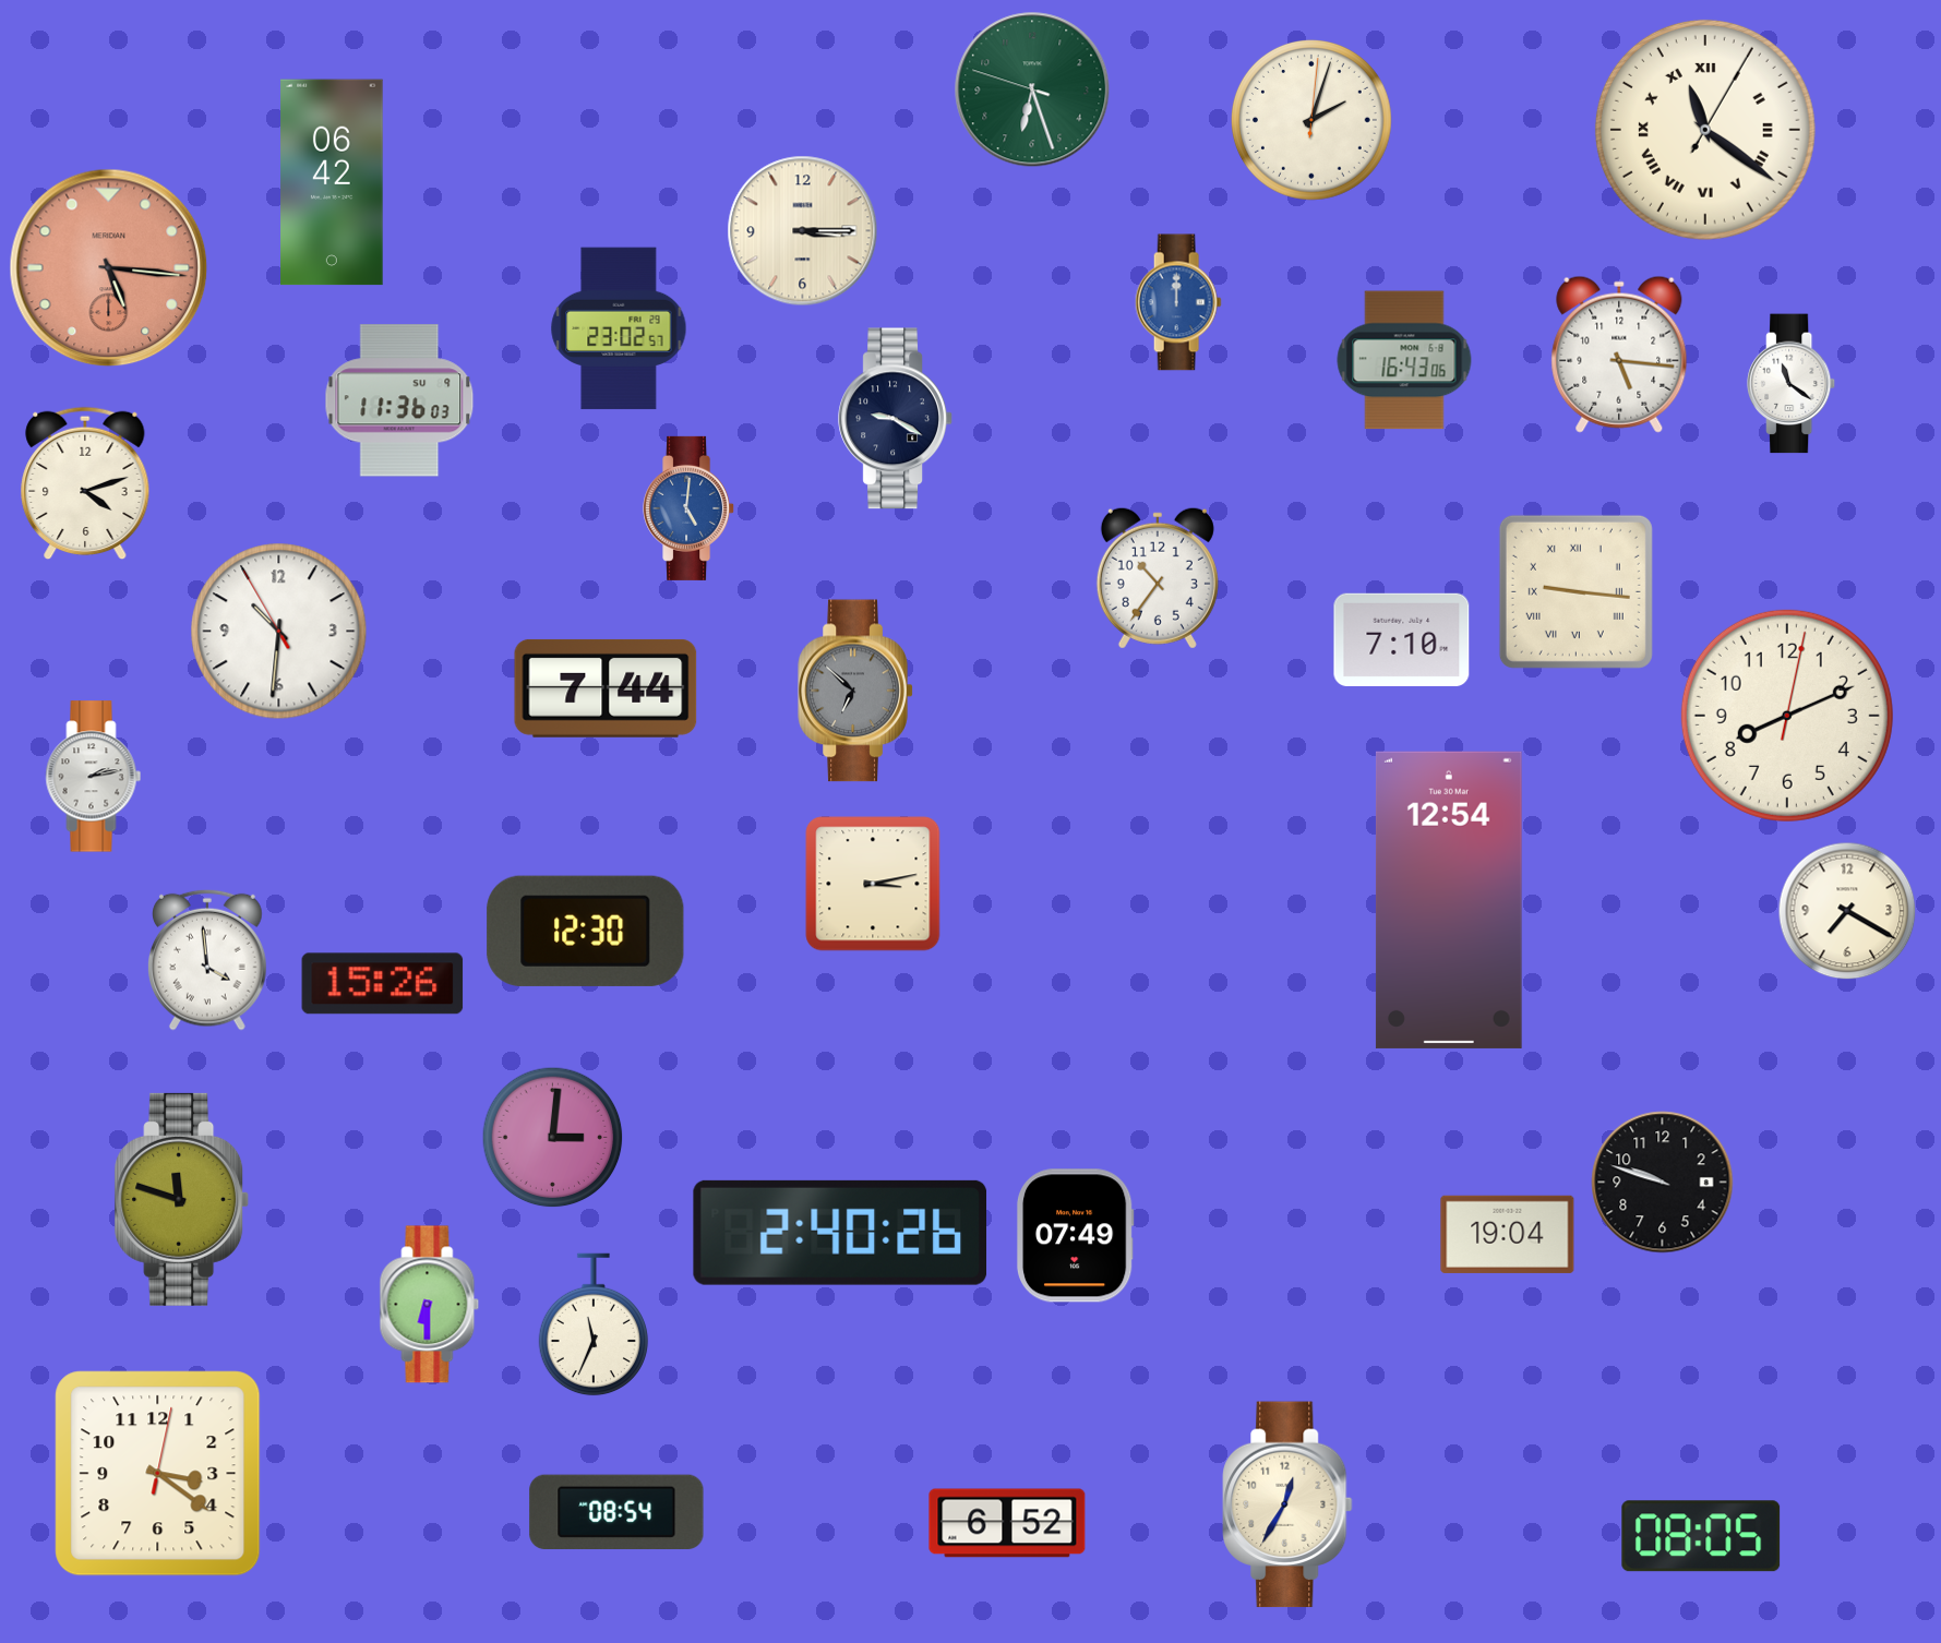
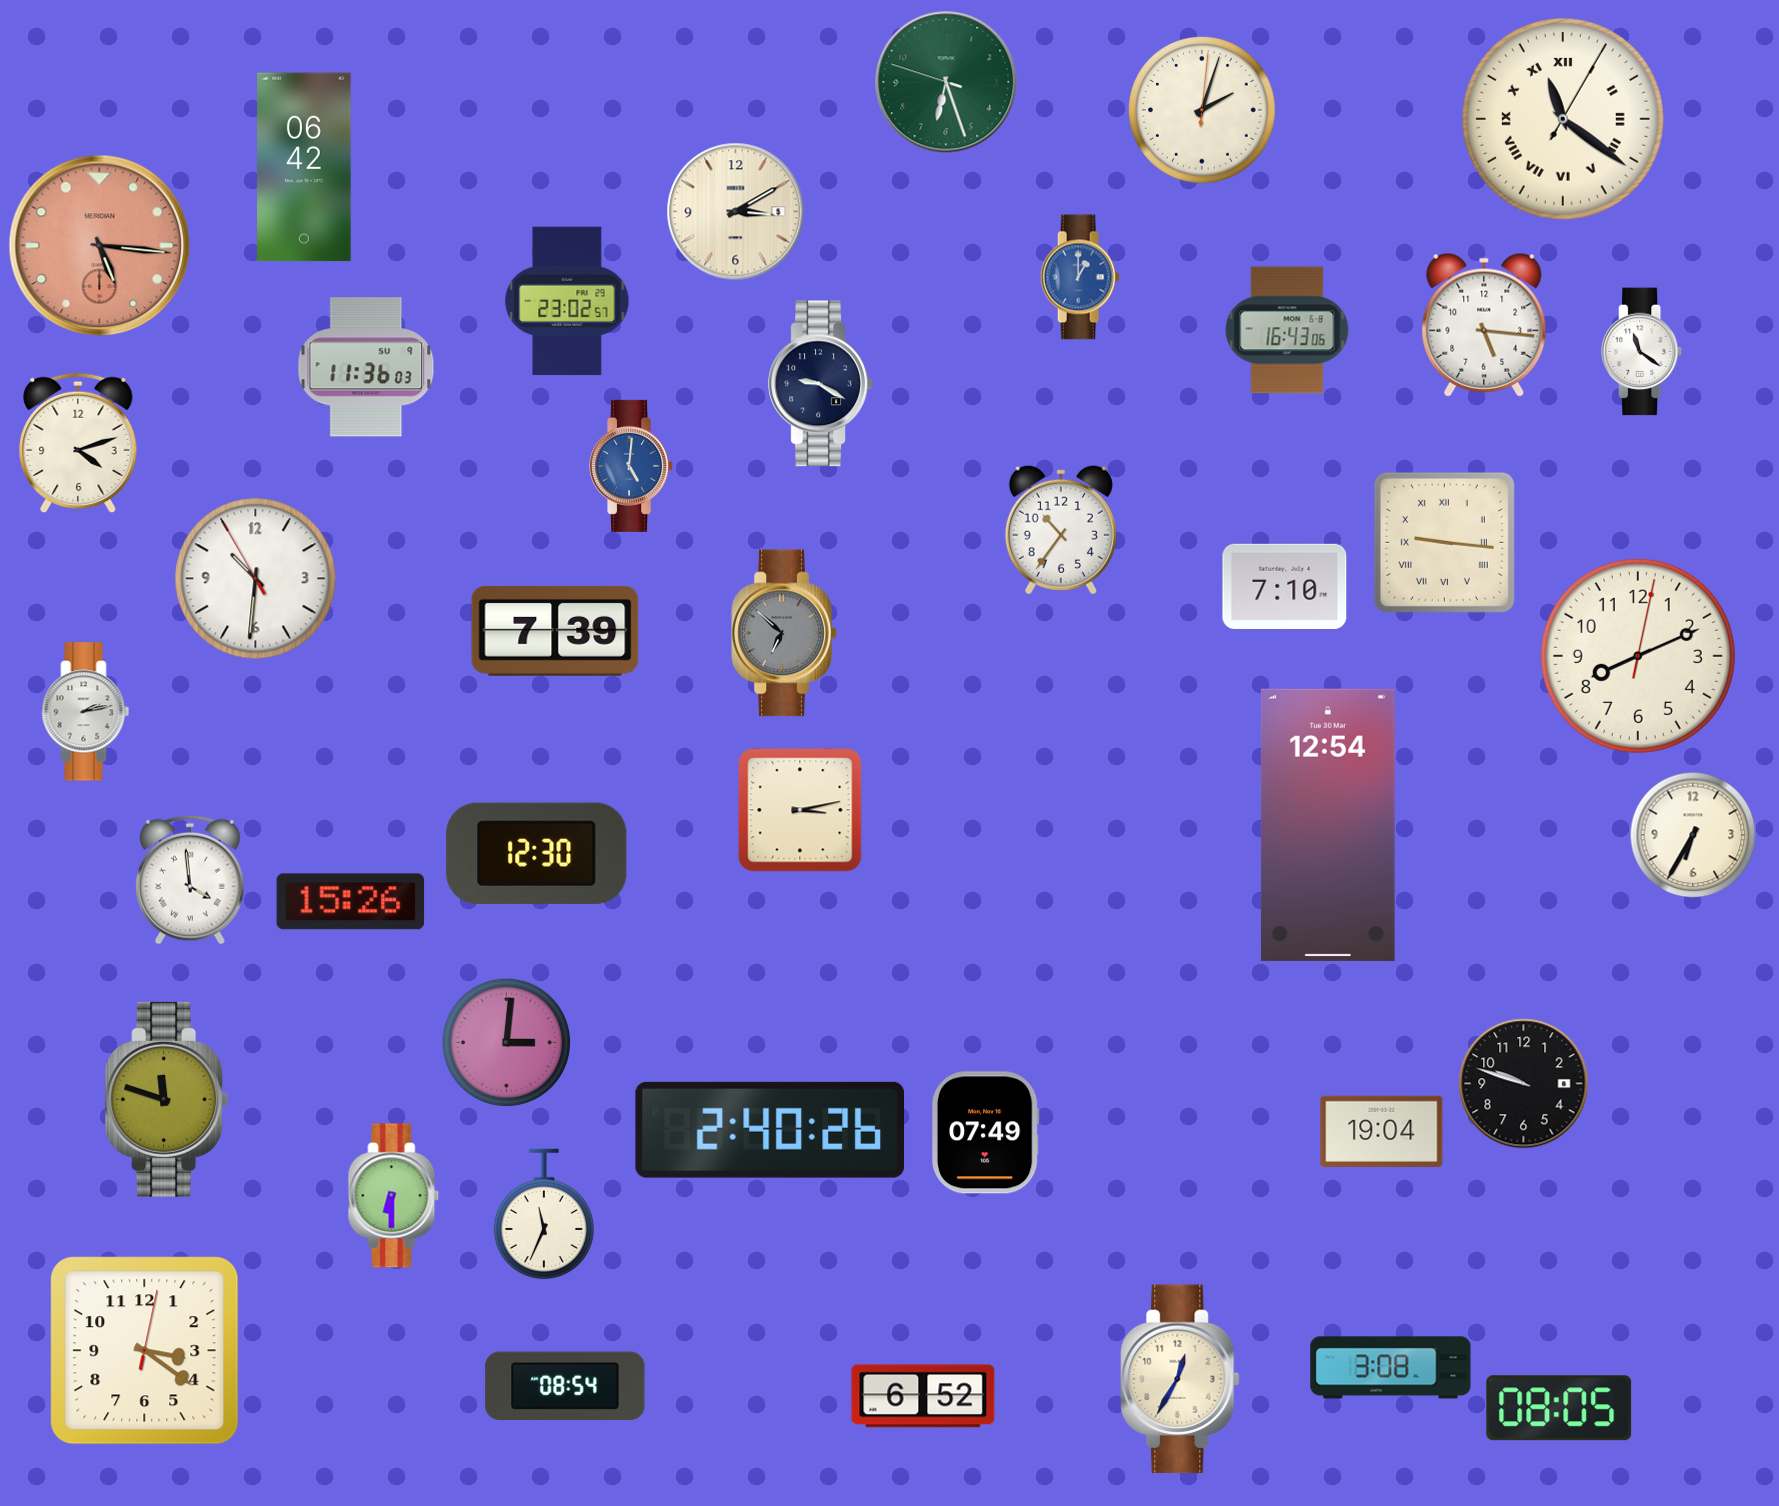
clock at (803, 231): 3:15 -> 3:10
clock at (1178, 302): 12:00 -> 1:00
clock at (606, 688): 7:44 -> 7:39
clock at (1847, 911): 7:20 -> 6:35
clock at (1391, 1368): none -> 3:08
